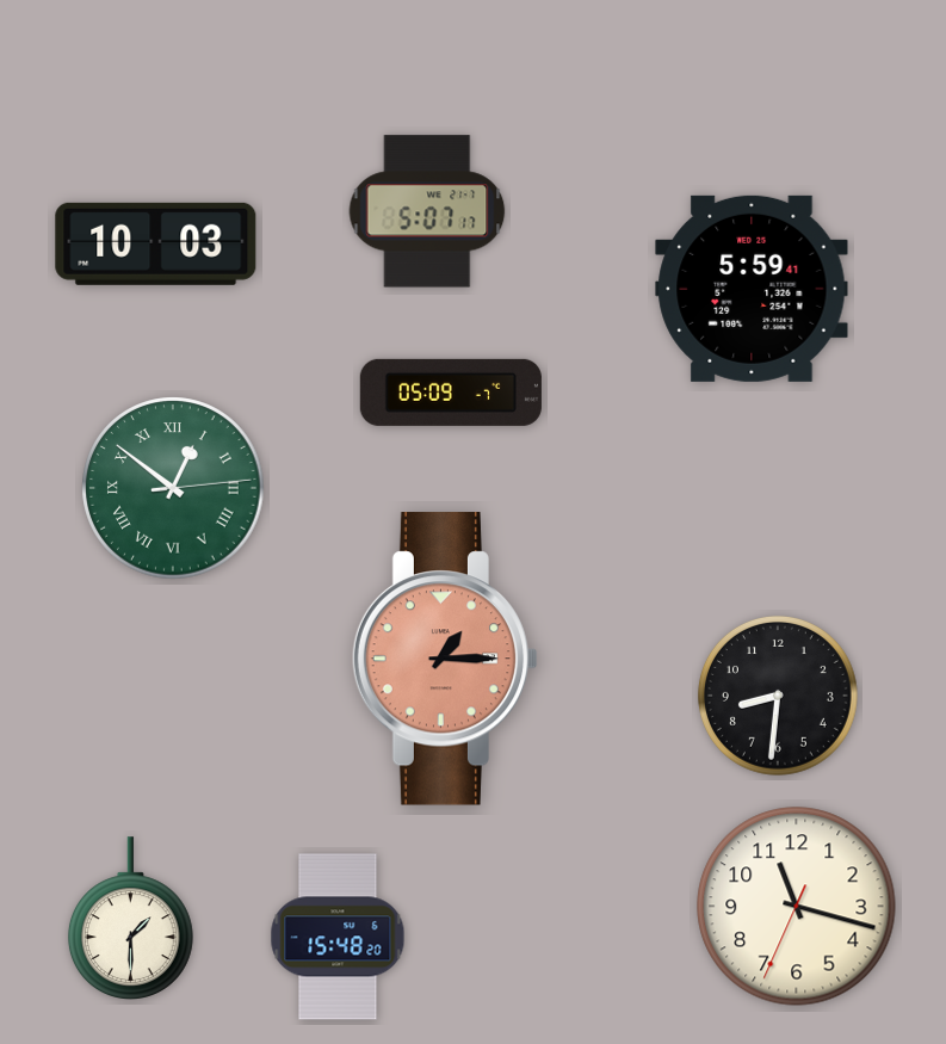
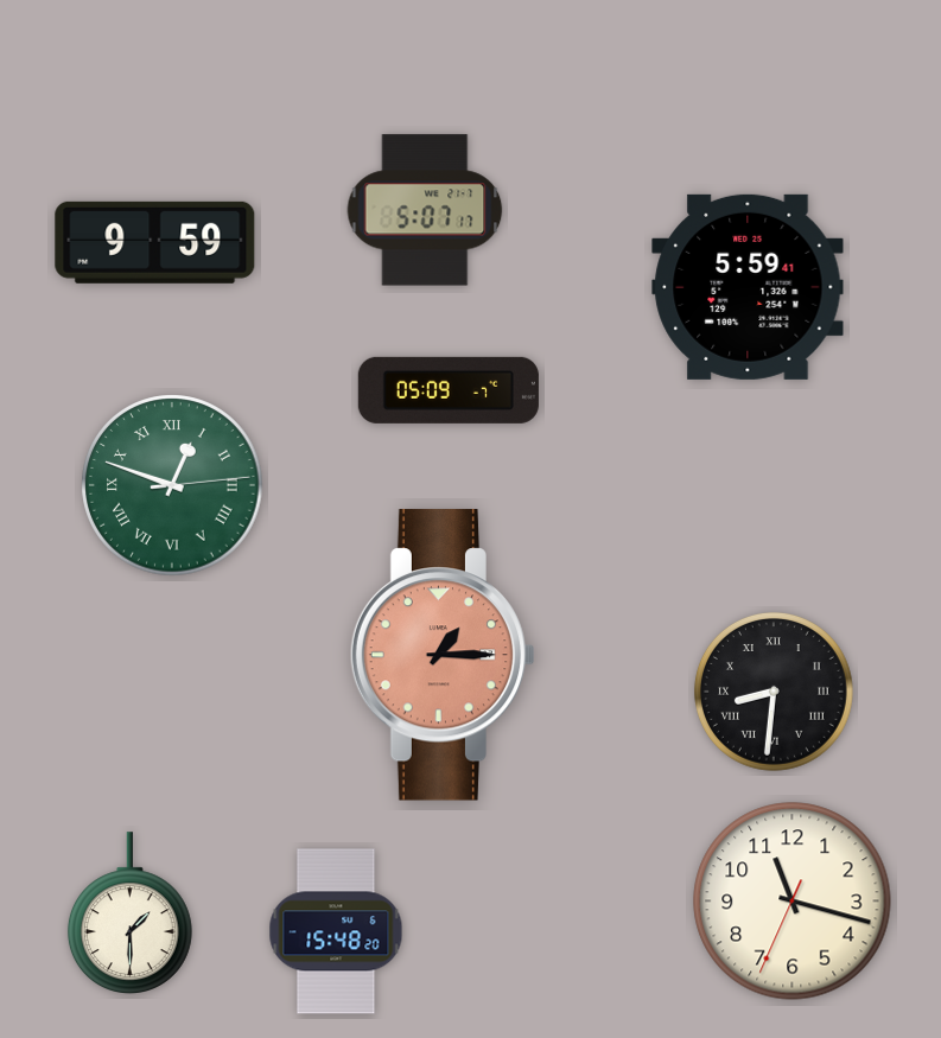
clock at (156, 243): 10:03 -> 9:59
clock at (173, 488): 12:51 -> 12:48
clock at (778, 696) numerals: Arabic -> Roman
